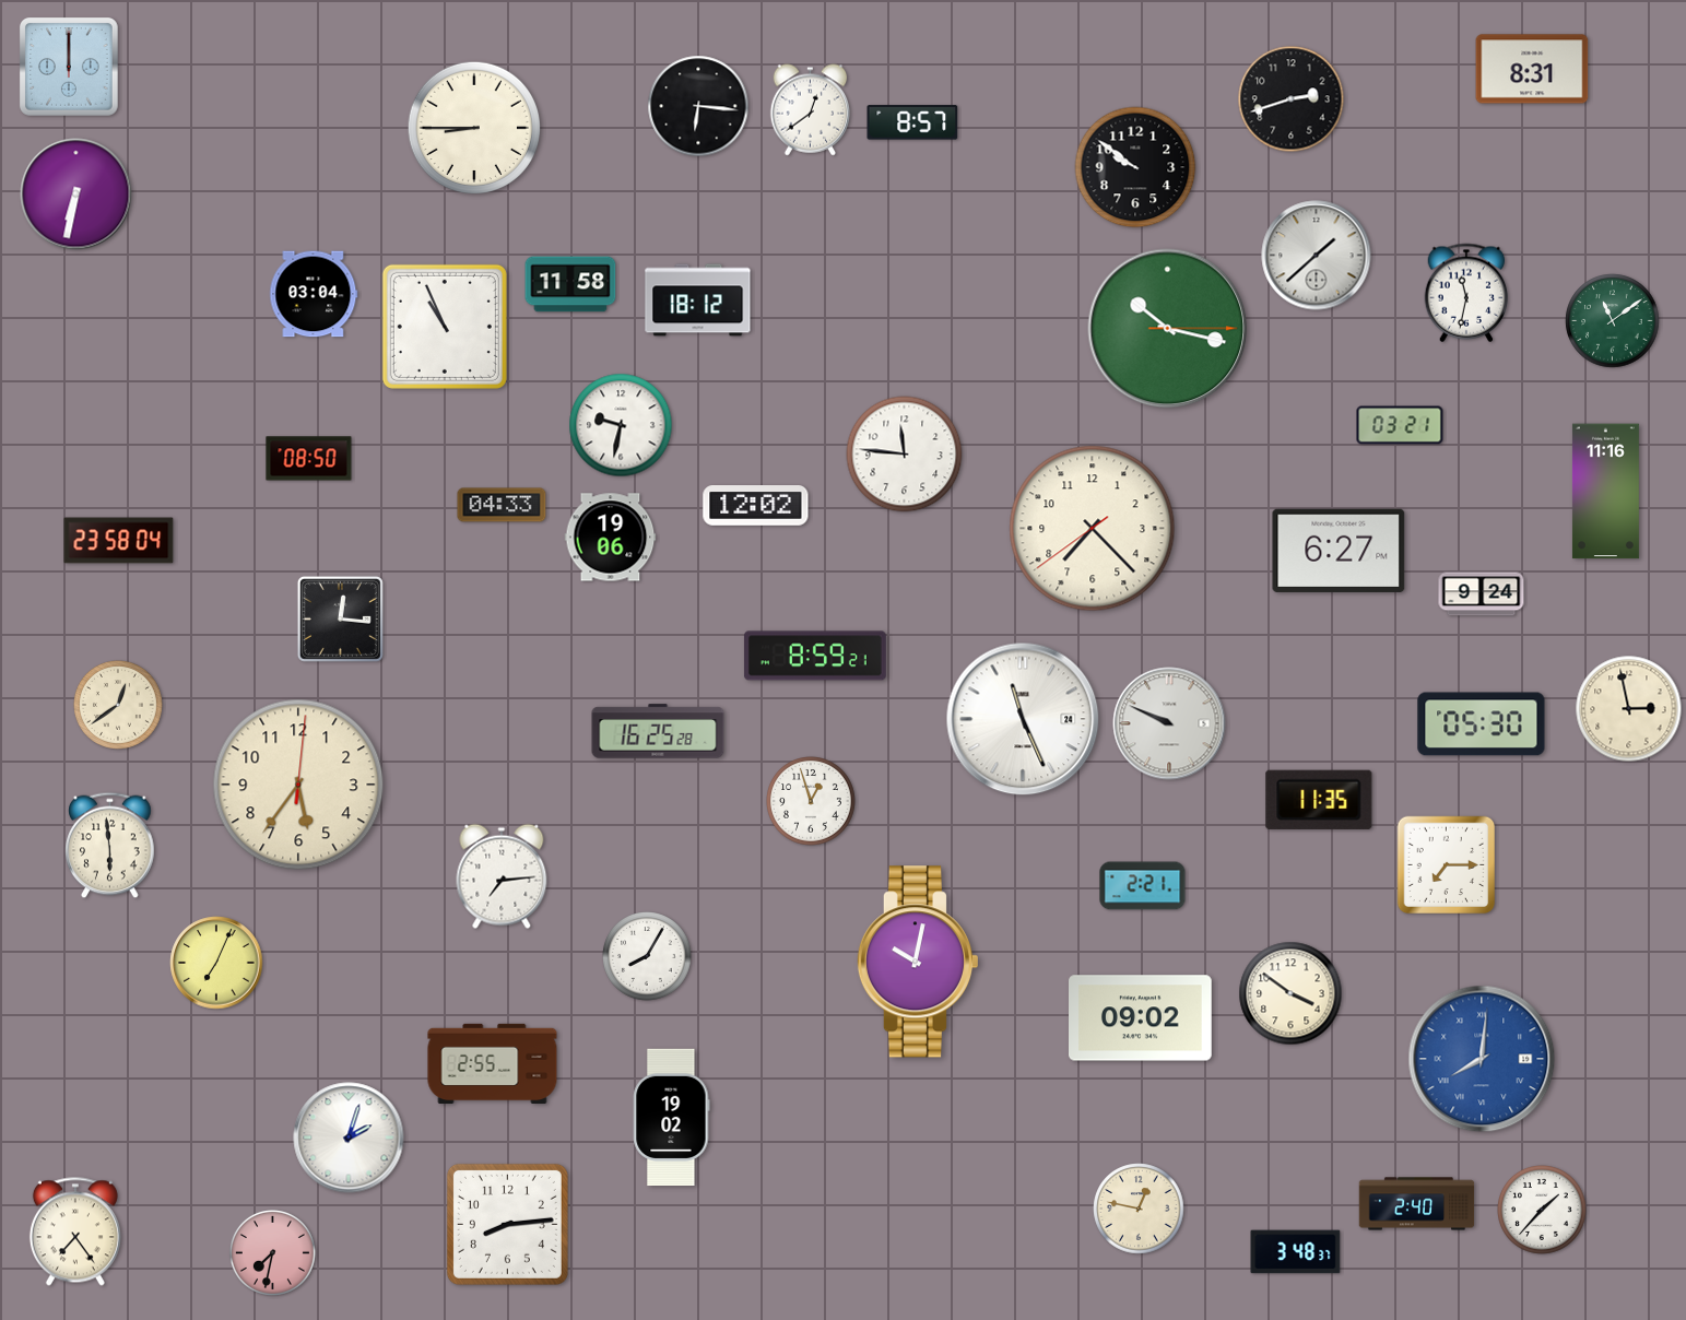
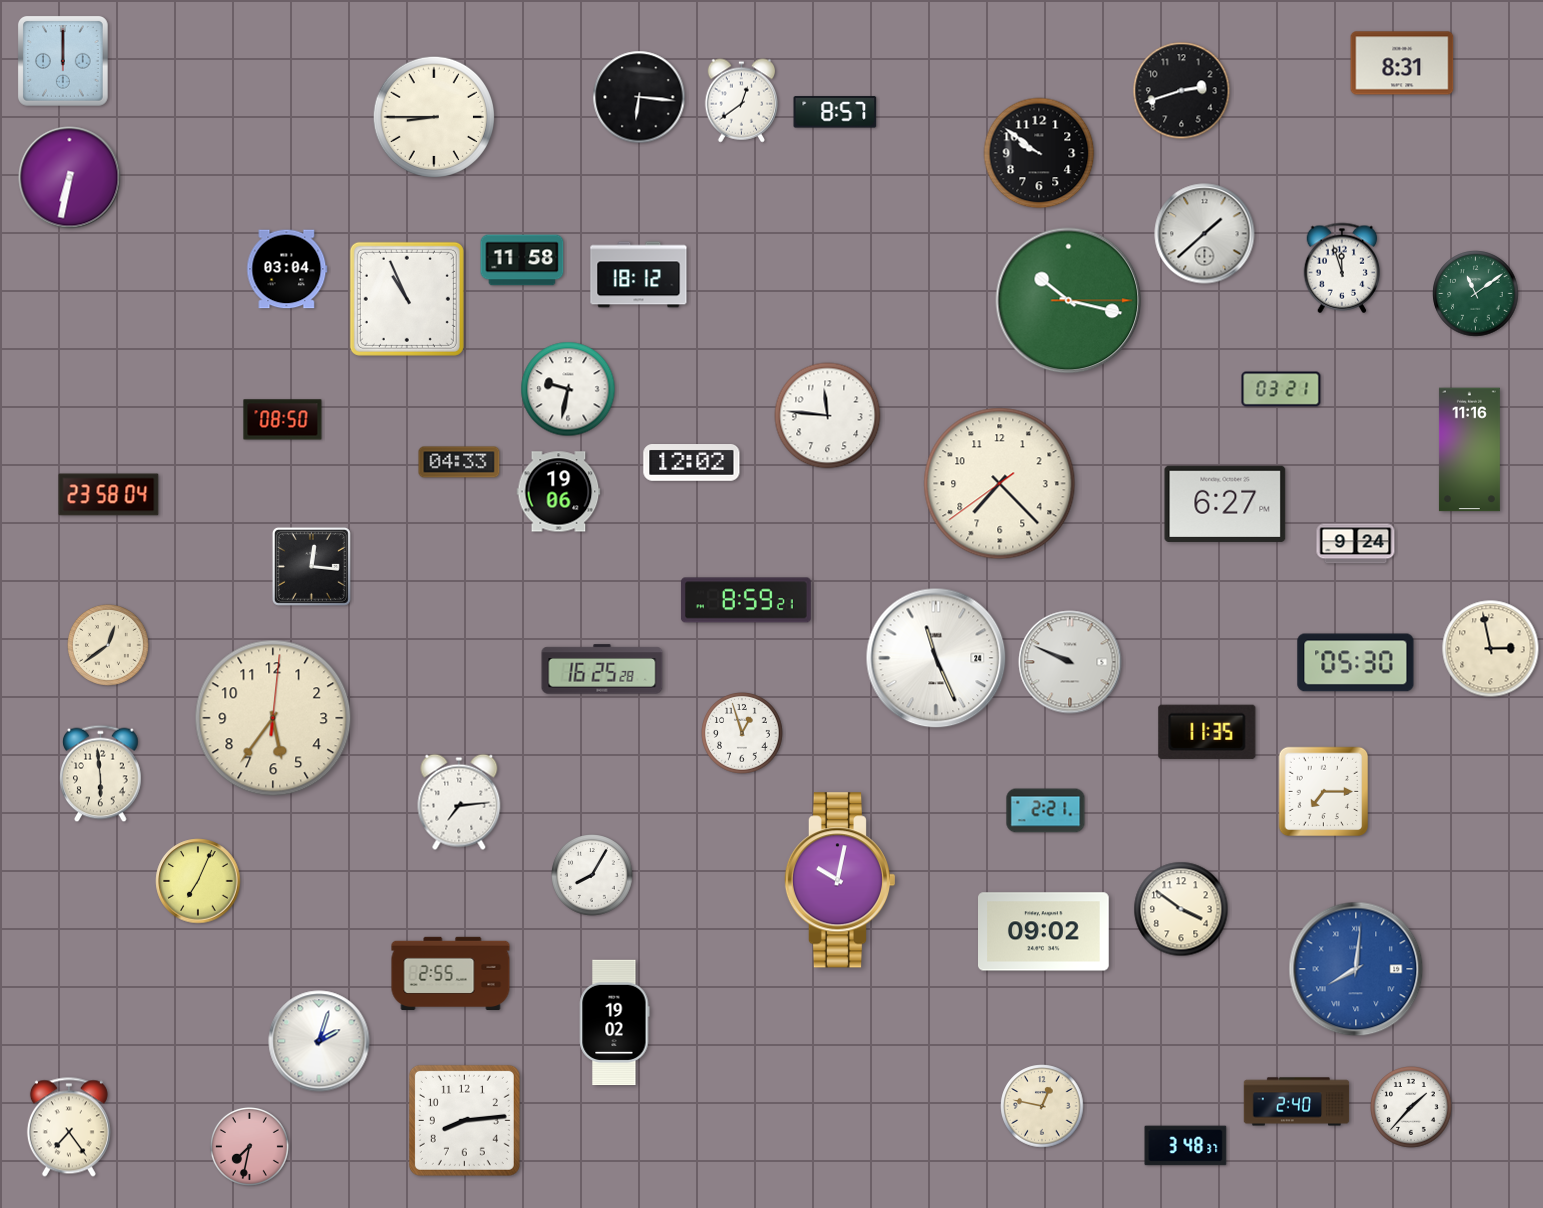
clock at (1466, 293): 11:32 -> 11:57
